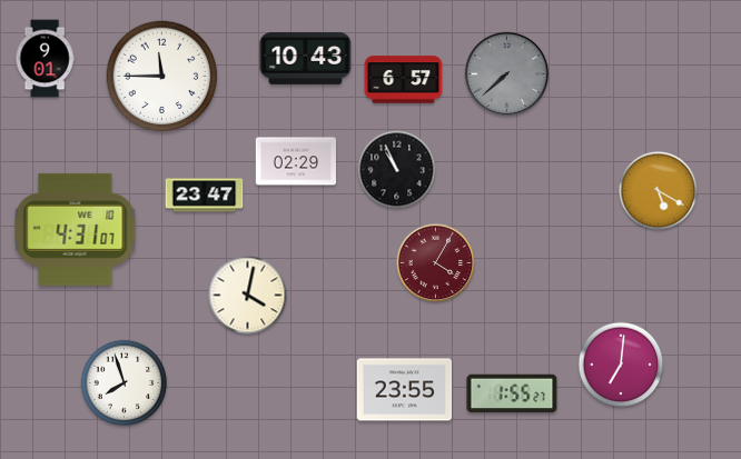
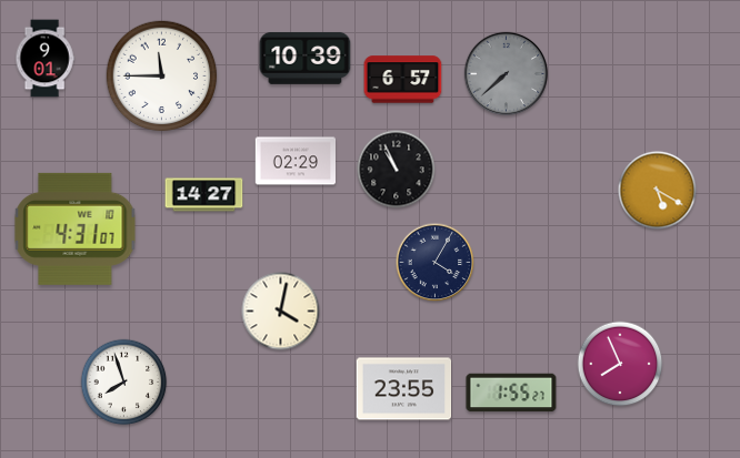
clock at (306, 58): 10:43 -> 10:39
clock at (205, 196): 23:47 -> 14:27
clock at (436, 263) dial: burgundy -> navy
clock at (248, 296) position: (248, 296) -> (281, 312)
clock at (621, 365): 7:01 -> 7:56
